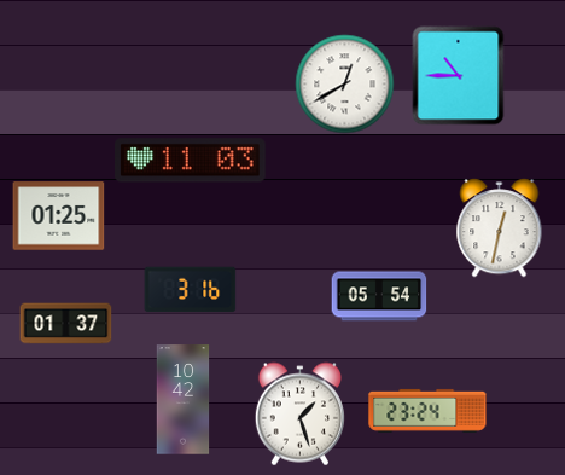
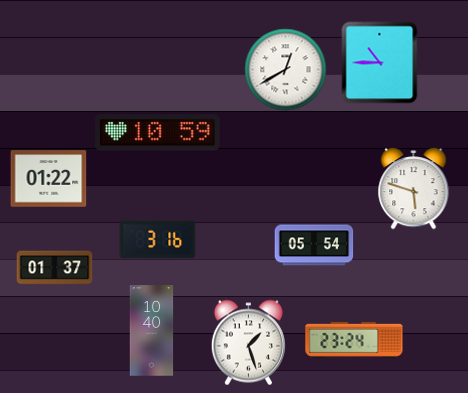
clock at (191, 161): 11:03 -> 10:59
clock at (59, 216): 01:25 -> 01:22
clock at (500, 228): 12:32 -> 5:48
clock at (184, 400): 10:42 -> 10:40
